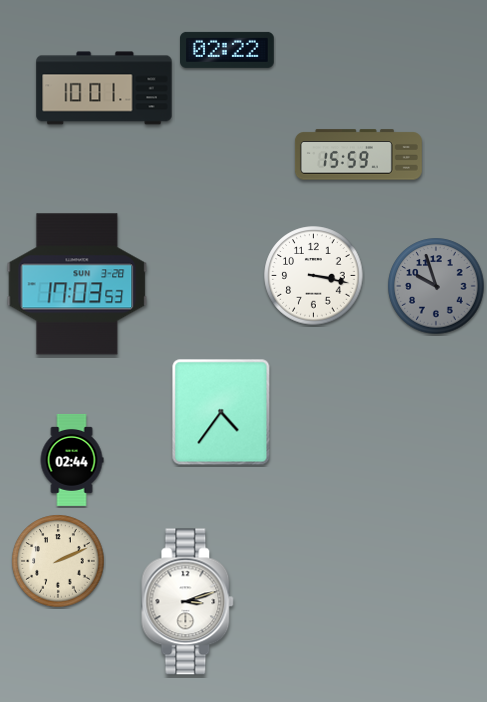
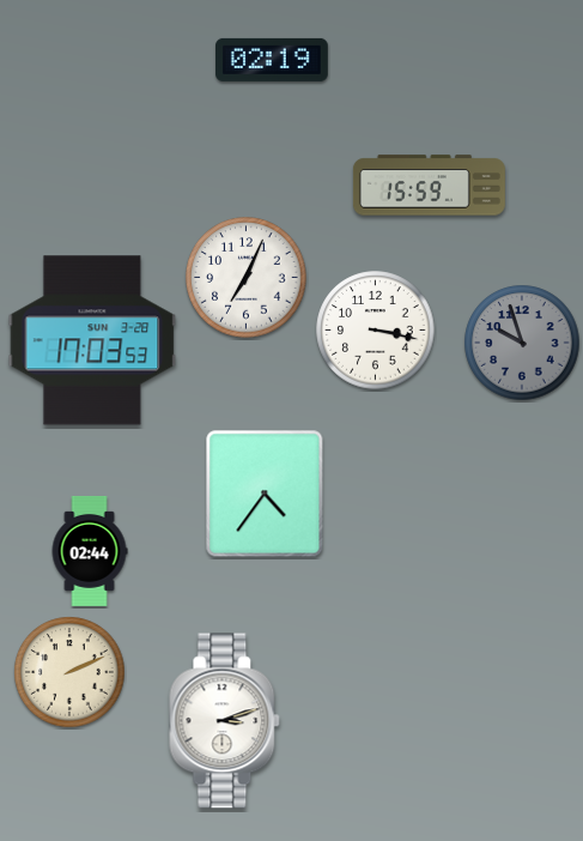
clock at (228, 50): 02:22 -> 02:19
clock at (104, 88): 10:01 -> none
clock at (247, 278): none -> 7:04
clock at (72, 460) position: (72, 460) -> (90, 551)
